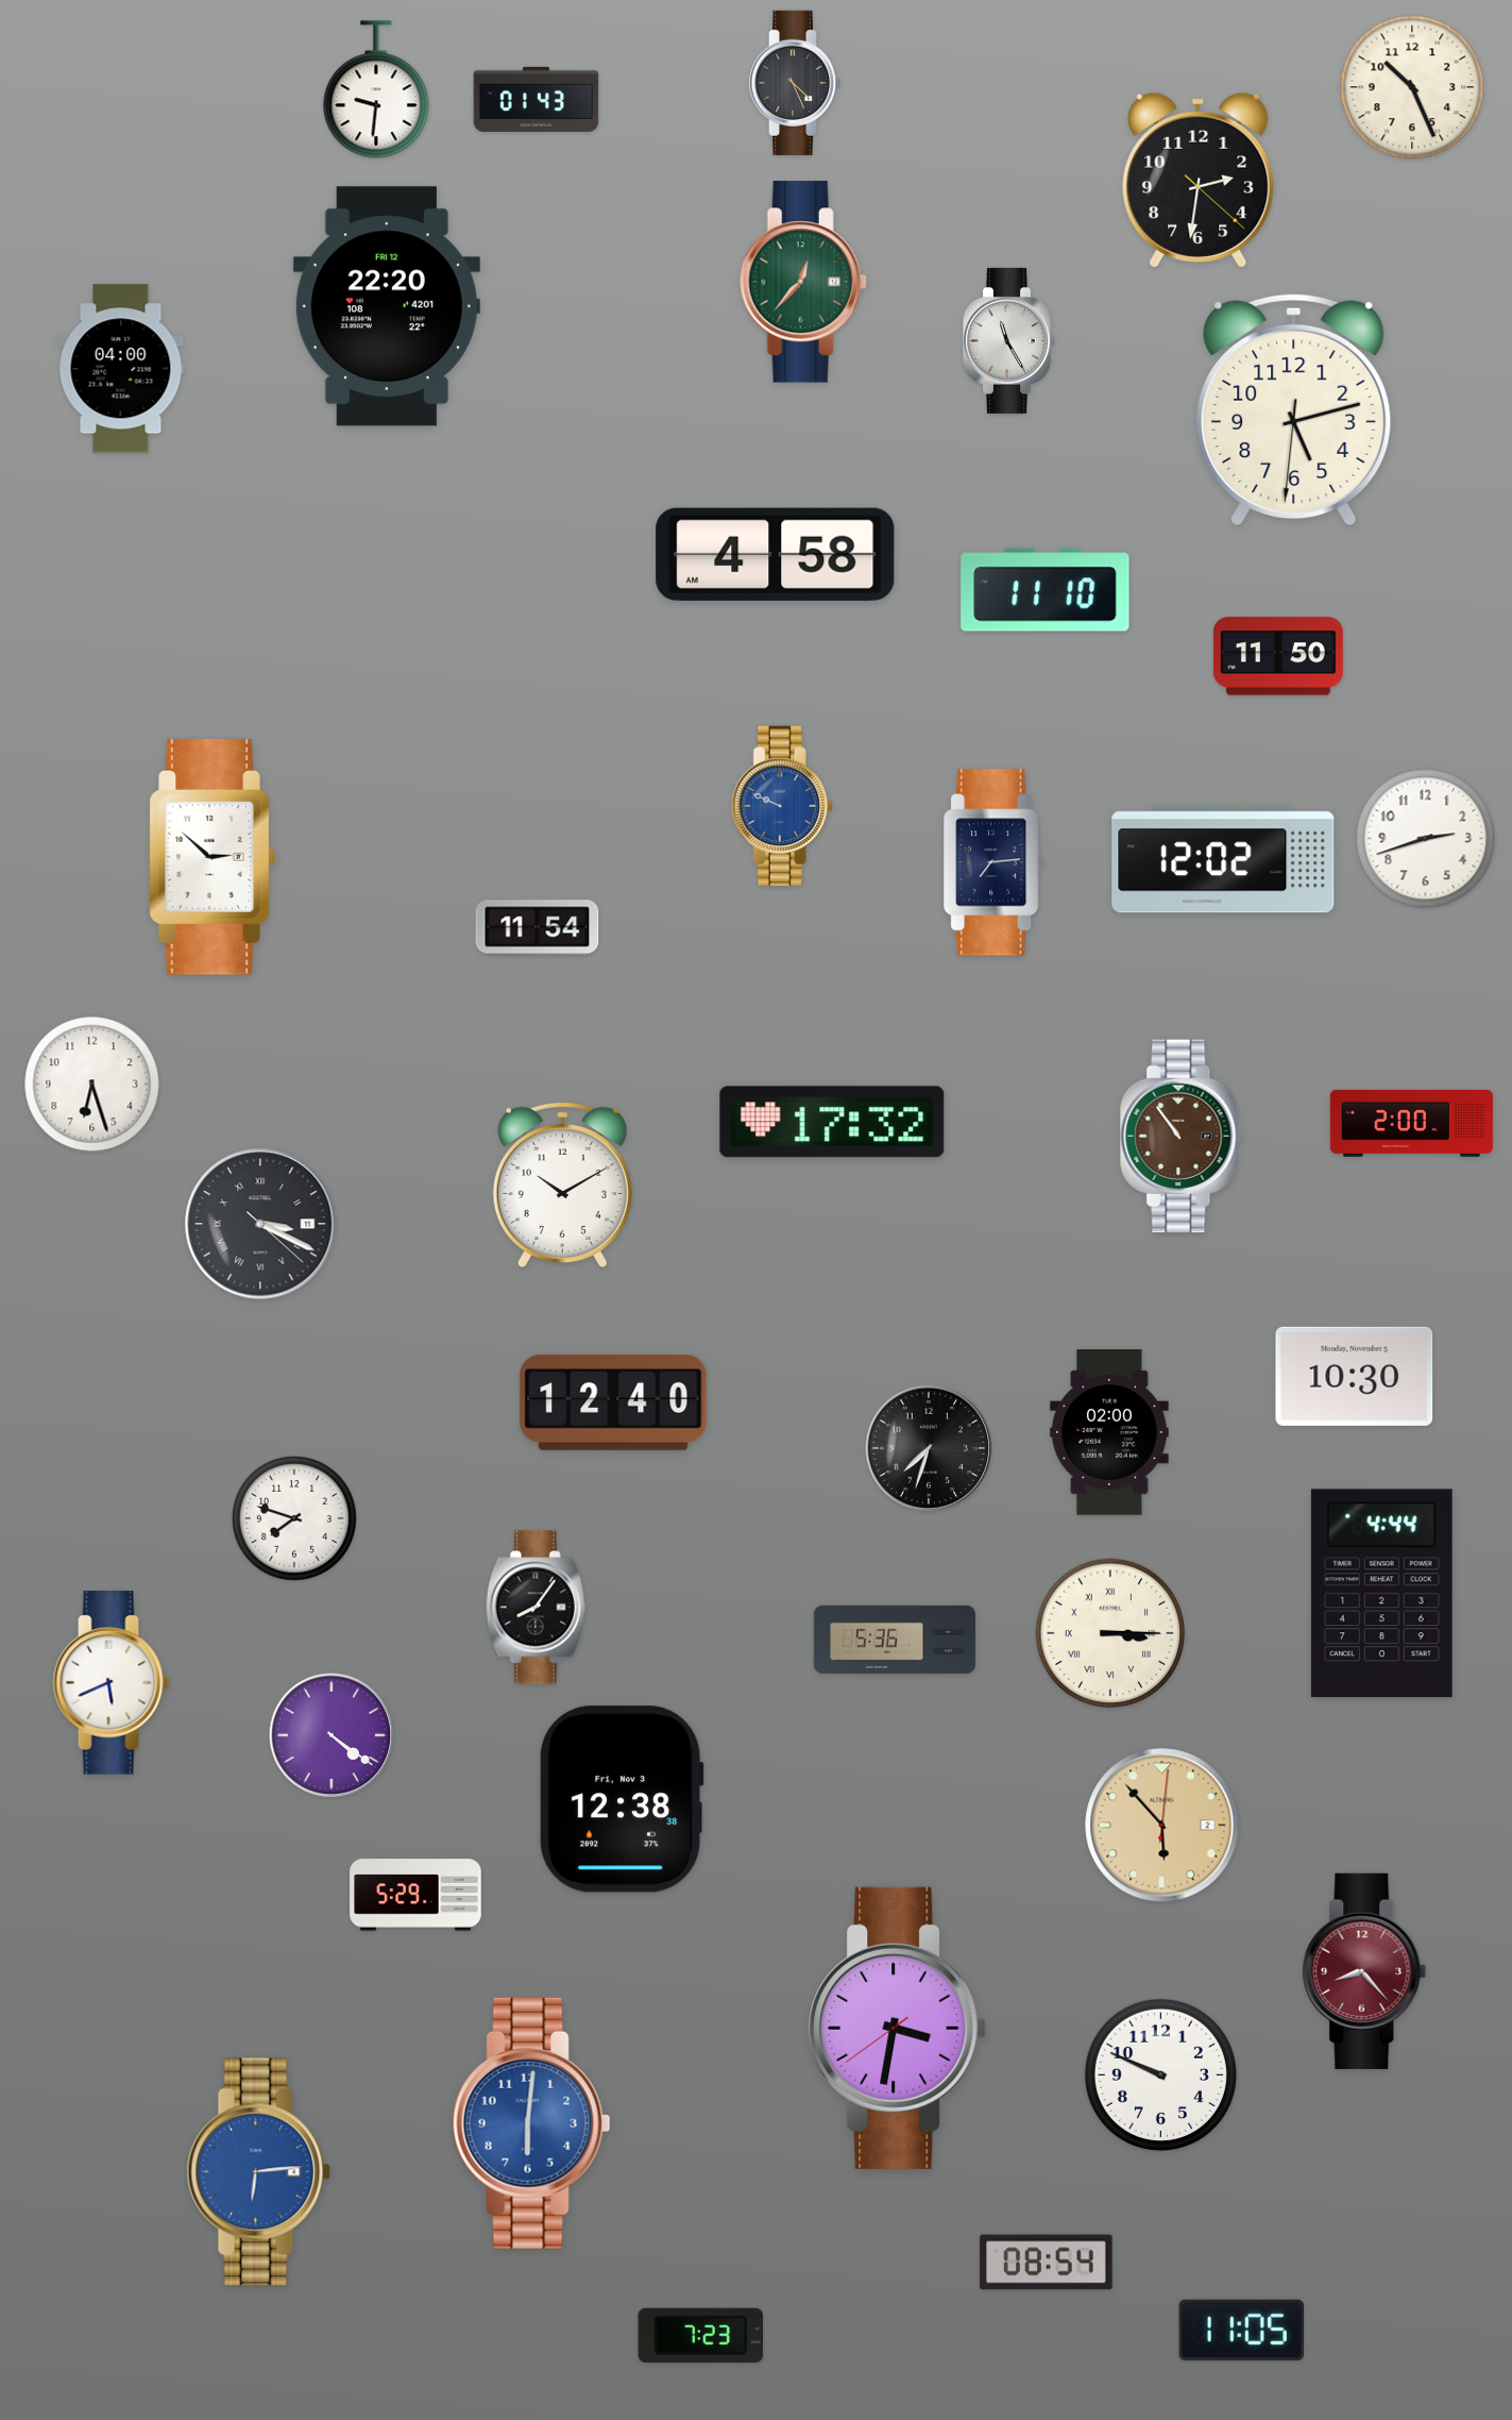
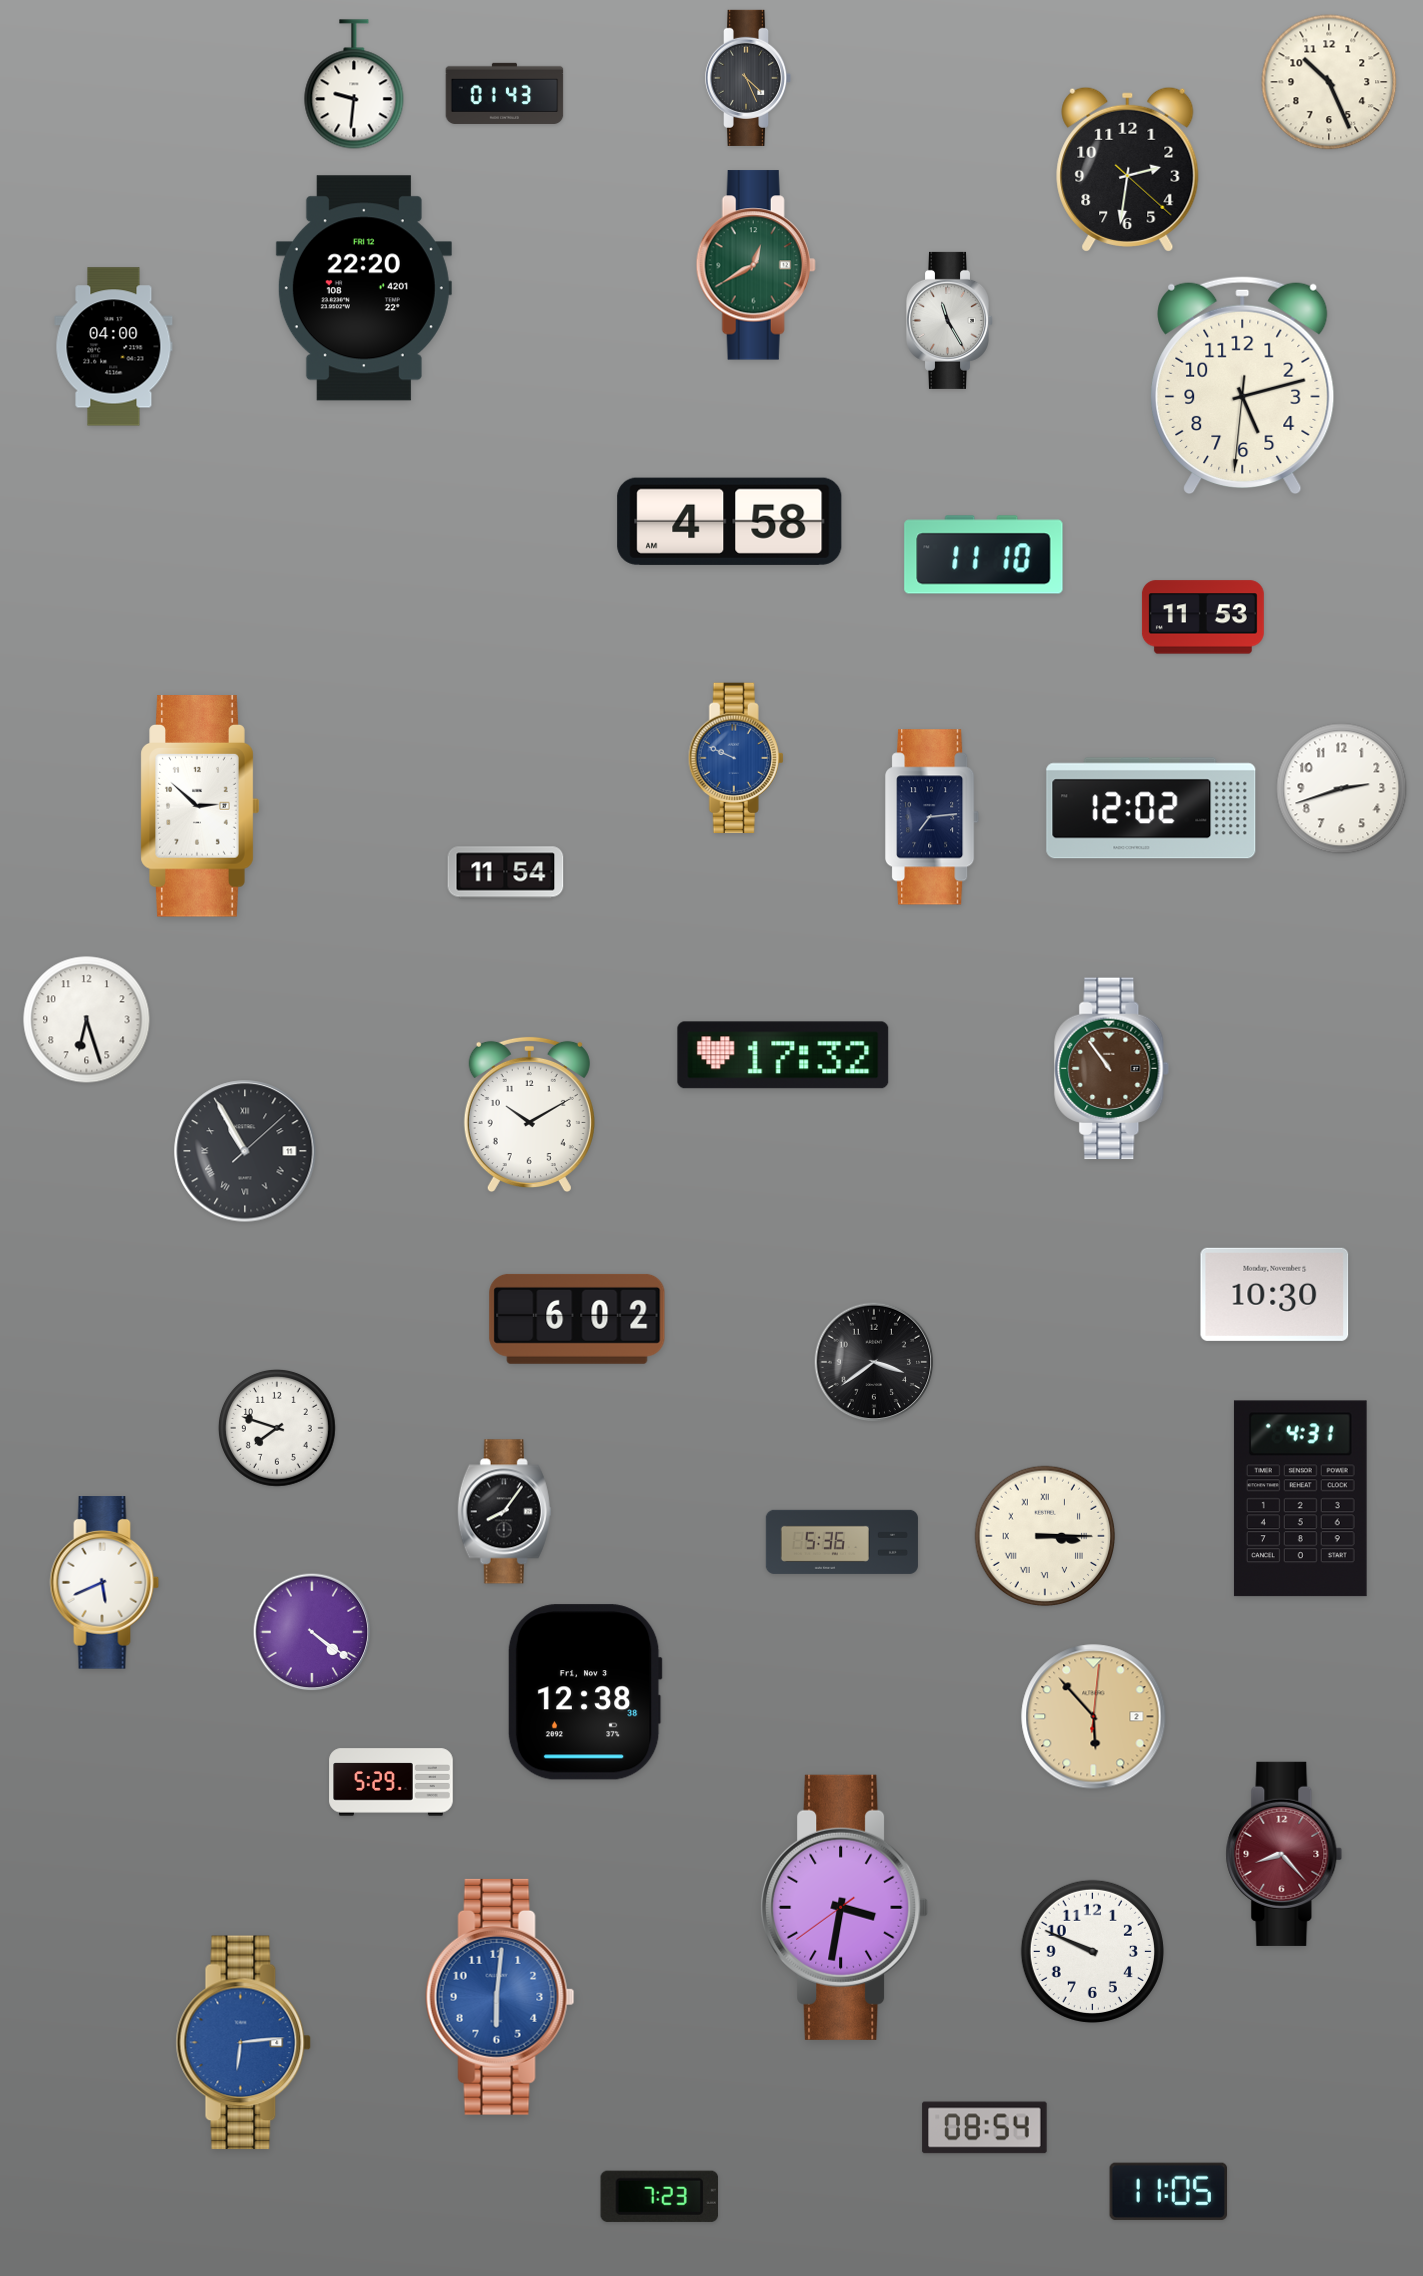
clock at (803, 282): 12:37 -> 12:40
clock at (1294, 410) position: (1294, 410) -> (1243, 386)
clock at (1278, 656): 11:50 -> 11:53
clock at (995, 862) position: (995, 862) -> (933, 817)
clock at (1411, 1123): 2:00 -> none
clock at (260, 1224): 3:19 -> 10:55
clock at (613, 1402): 12:40 -> 6:02
clock at (1109, 1432): 02:00 -> none
clock at (929, 1448): 7:33 -> 3:39
clock at (1381, 1594): 4:44 -> 4:31
